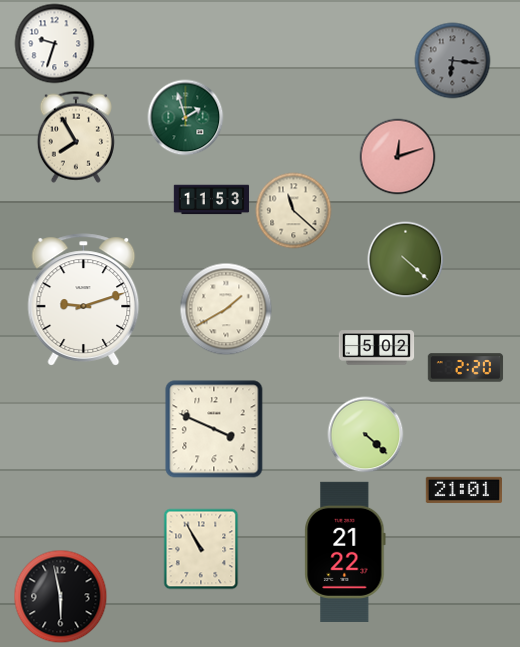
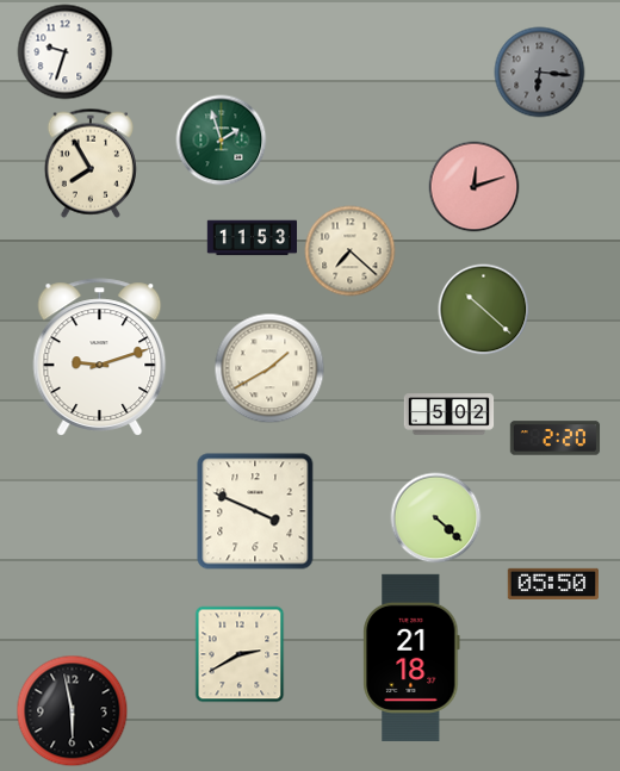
clock at (294, 211): 11:22 -> 7:22
clock at (406, 260): 4:22 -> 10:22
clock at (463, 490): 21:01 -> 05:50
clock at (201, 549): 10:55 -> 2:40
clock at (345, 552): 21:22 -> 21:18
